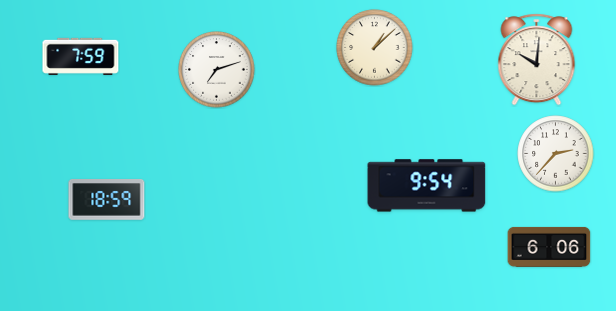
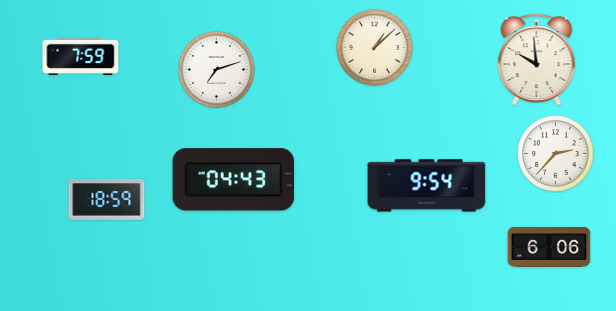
clock at (537, 60): 10:01 -> 9:59
clock at (234, 180): none -> 04:43
